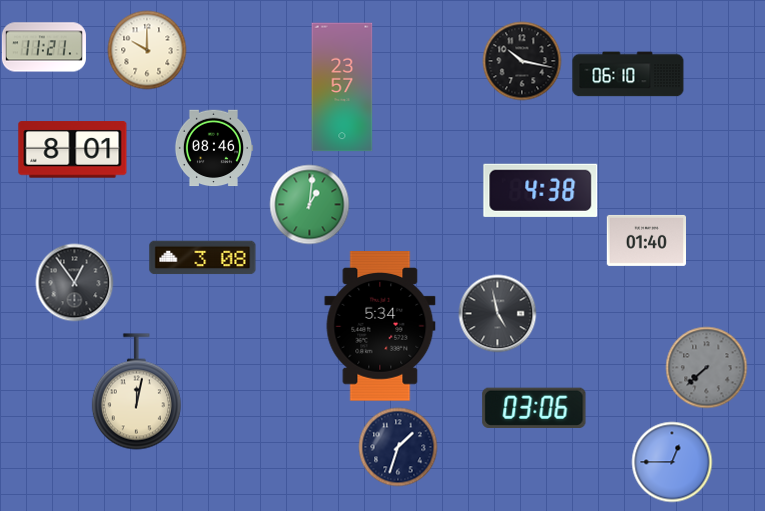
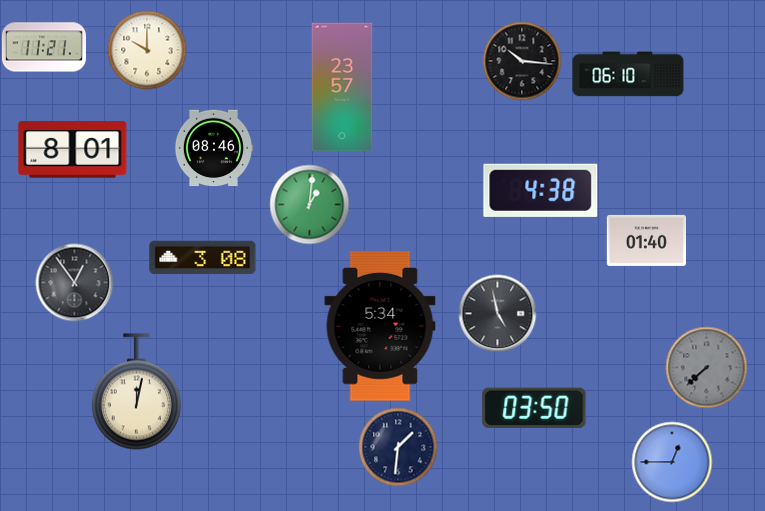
clock at (522, 61): 10:17 -> 10:16
clock at (534, 407): 03:06 -> 03:50
clock at (398, 447): 1:33 -> 1:31
